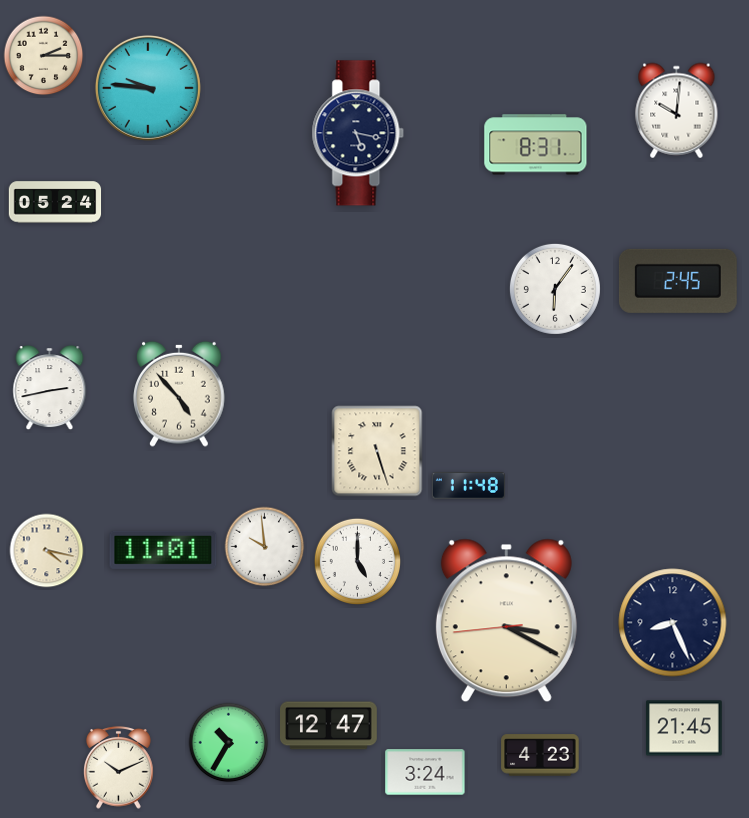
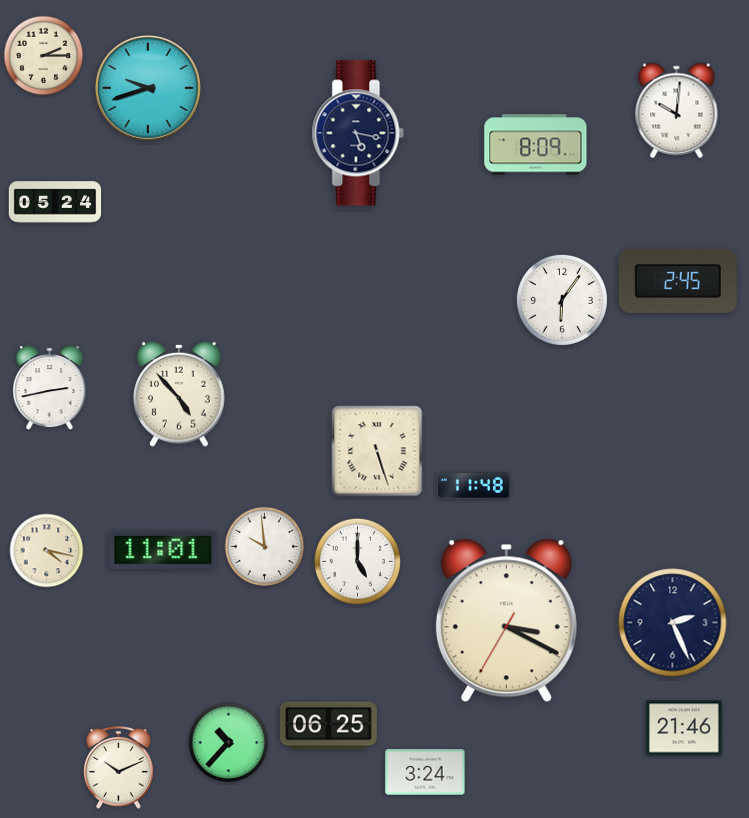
clock at (148, 88): 9:46 -> 9:42
clock at (536, 145): 8:31 -> 8:09
clock at (555, 289) position: (555, 289) -> (562, 300)
clock at (468, 486) position: (468, 486) -> (473, 486)
clock at (506, 621): 3:19:44 -> 3:19:35
clock at (673, 623): 8:26 -> 2:26
clock at (329, 726): 12:47 -> 06:25
clock at (685, 728): 21:45 -> 21:46
clock at (229, 743): 10:35 -> 10:37
clock at (540, 755): 4:23 -> none
